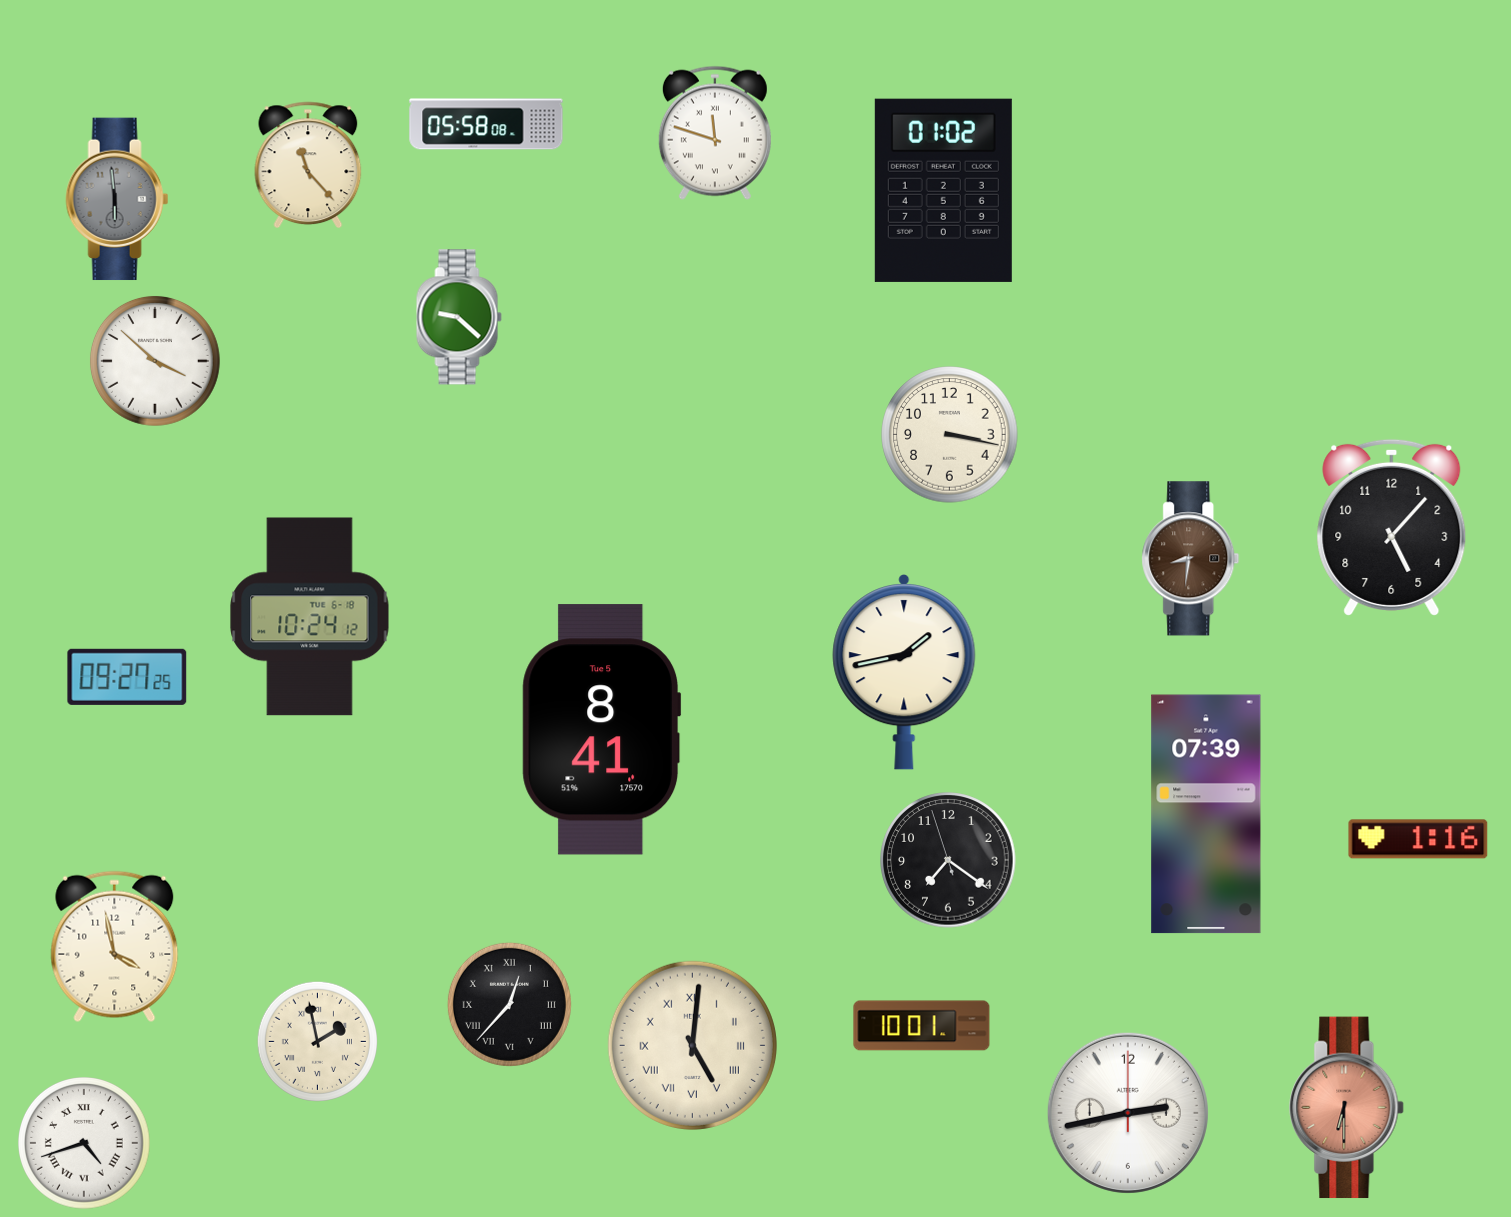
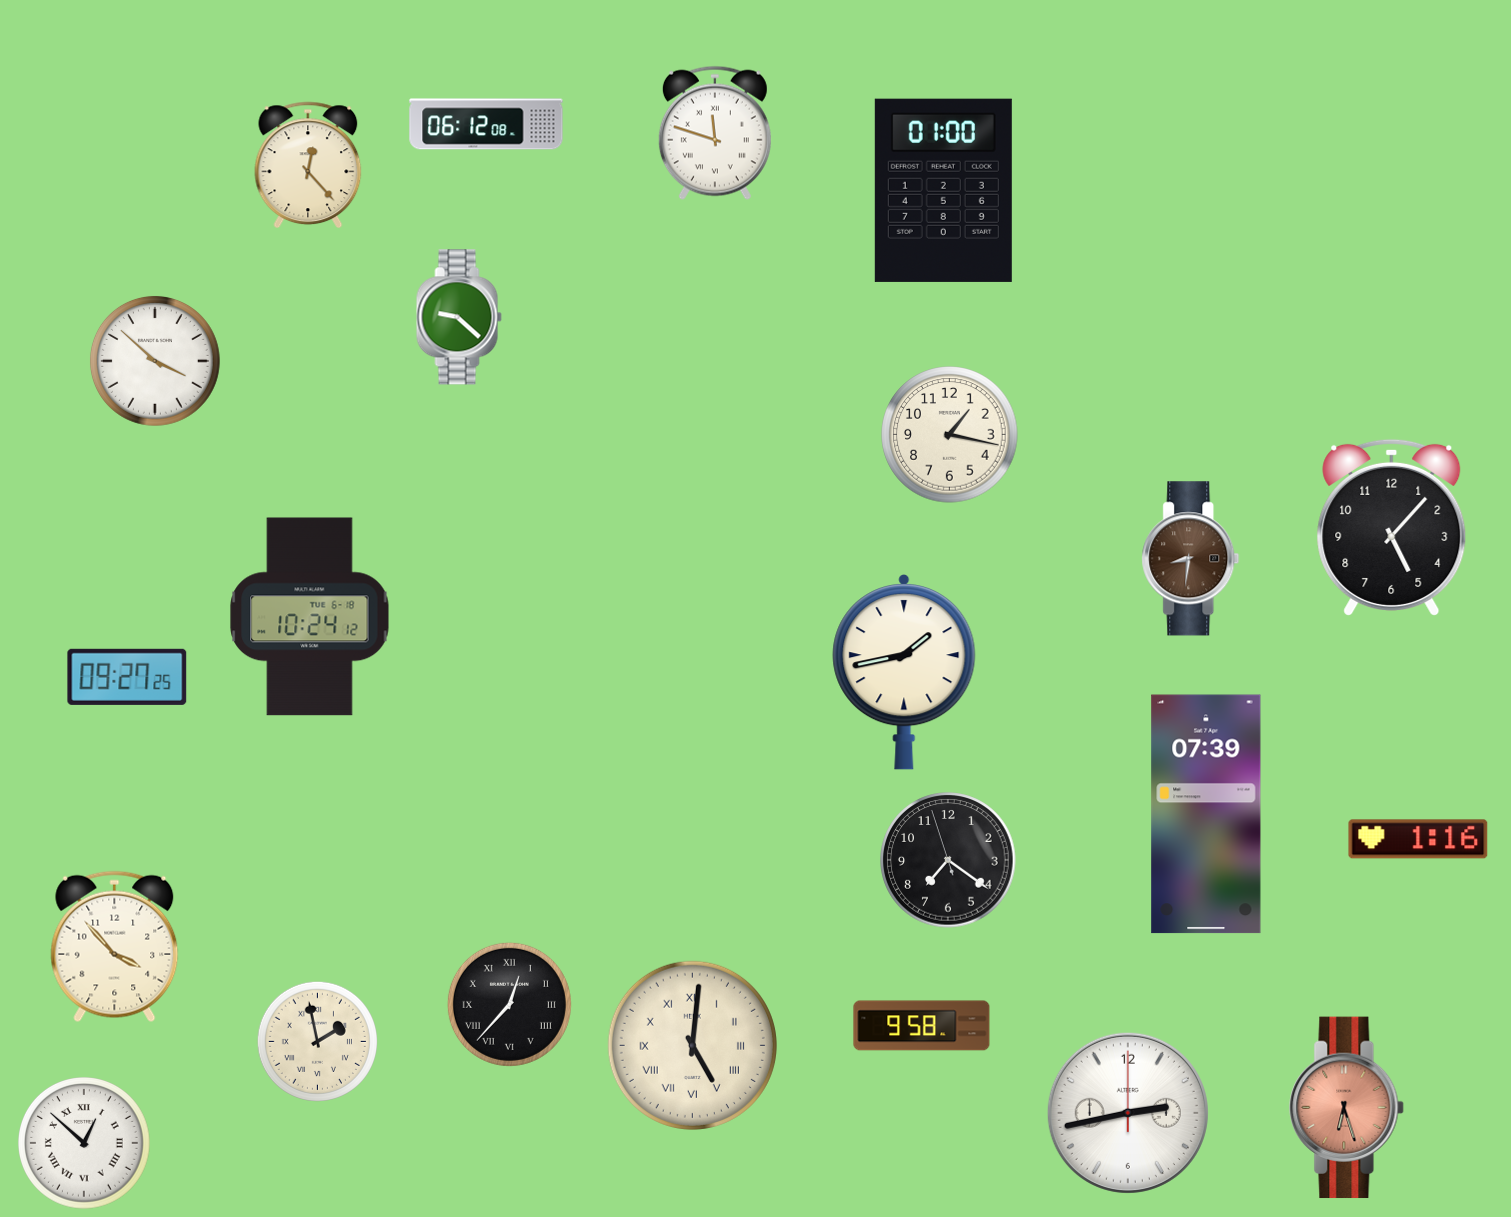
clock at (486, 124): 05:58 -> 06:12
clock at (308, 165): 11:23 -> 12:23
clock at (943, 190): 01:02 -> 01:00
clock at (117, 199): 5:59 -> none
clock at (950, 435): 3:17 -> 1:17
clock at (602, 730): 8:41 -> none
clock at (115, 947): 3:58 -> 3:53
clock at (922, 1026): 10:01 -> 9:58
clock at (1347, 1108): 6:30 -> 6:27
clock at (85, 1144): 4:42 -> 12:52
